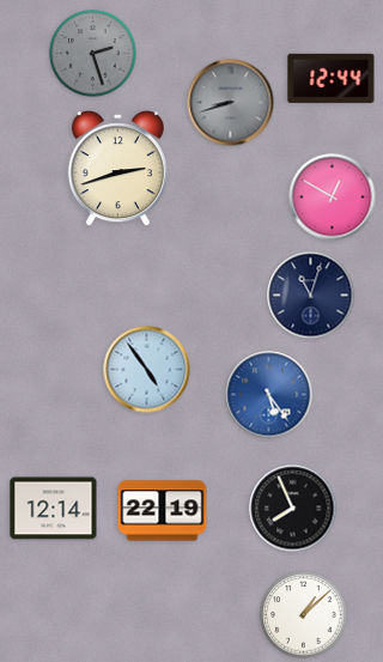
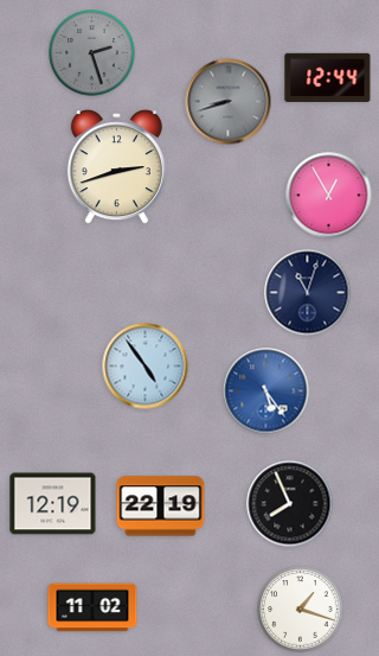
clock at (333, 198): 12:50 -> 12:55
clock at (54, 509): 12:14 -> 12:19
clock at (92, 607): none -> 11:02
clock at (304, 615): 1:08 -> 1:18
